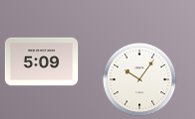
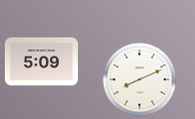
clock at (140, 80): 10:06 -> 8:11
